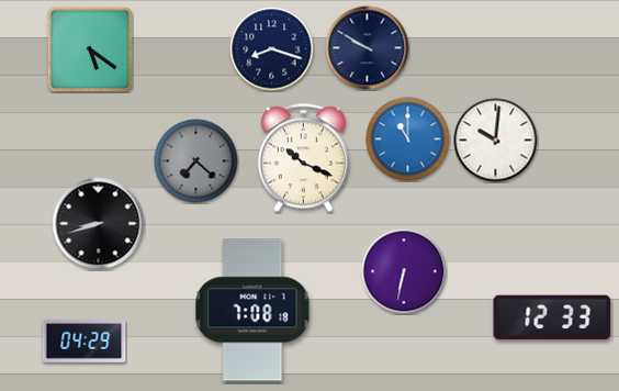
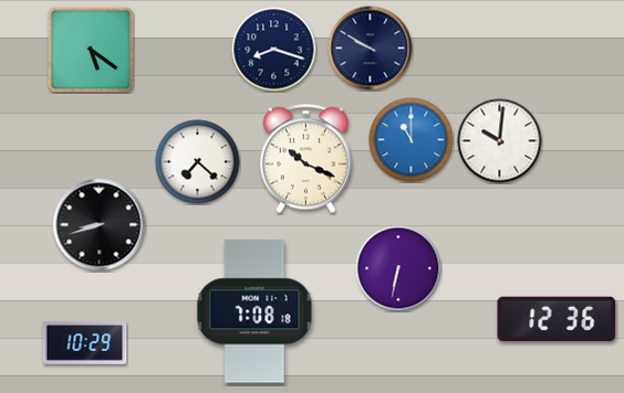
clock at (196, 161) dial: grey -> white
clock at (404, 271) position: (404, 271) -> (398, 268)
clock at (552, 317): 12:33 -> 12:36
clock at (85, 340): 04:29 -> 10:29
